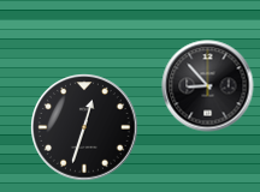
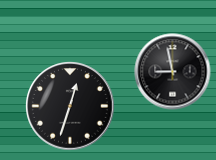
clock at (208, 86): 8:53 -> 8:58
